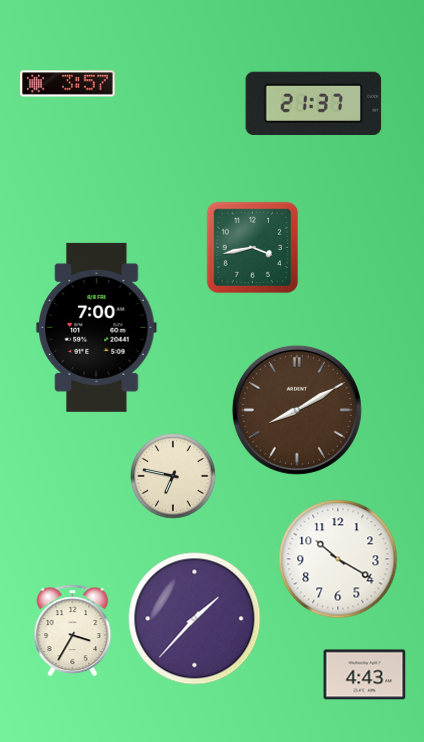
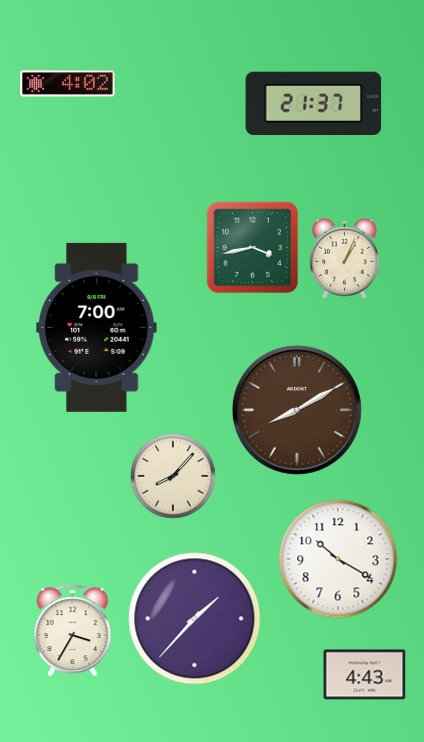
clock at (68, 84): 3:57 -> 4:02
clock at (345, 258): none -> 1:04
clock at (173, 476): 6:47 -> 8:07
